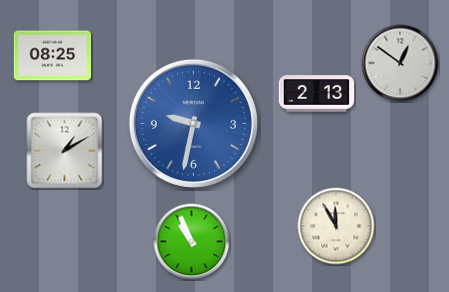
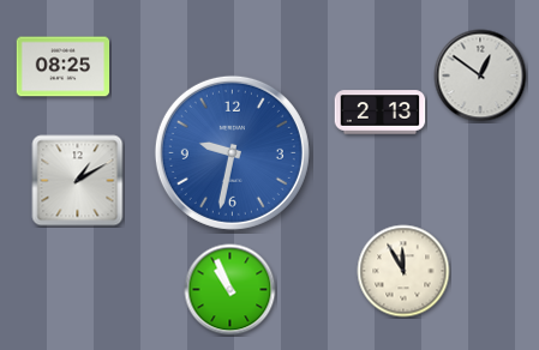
clock at (193, 123) position: (193, 123) -> (232, 152)
